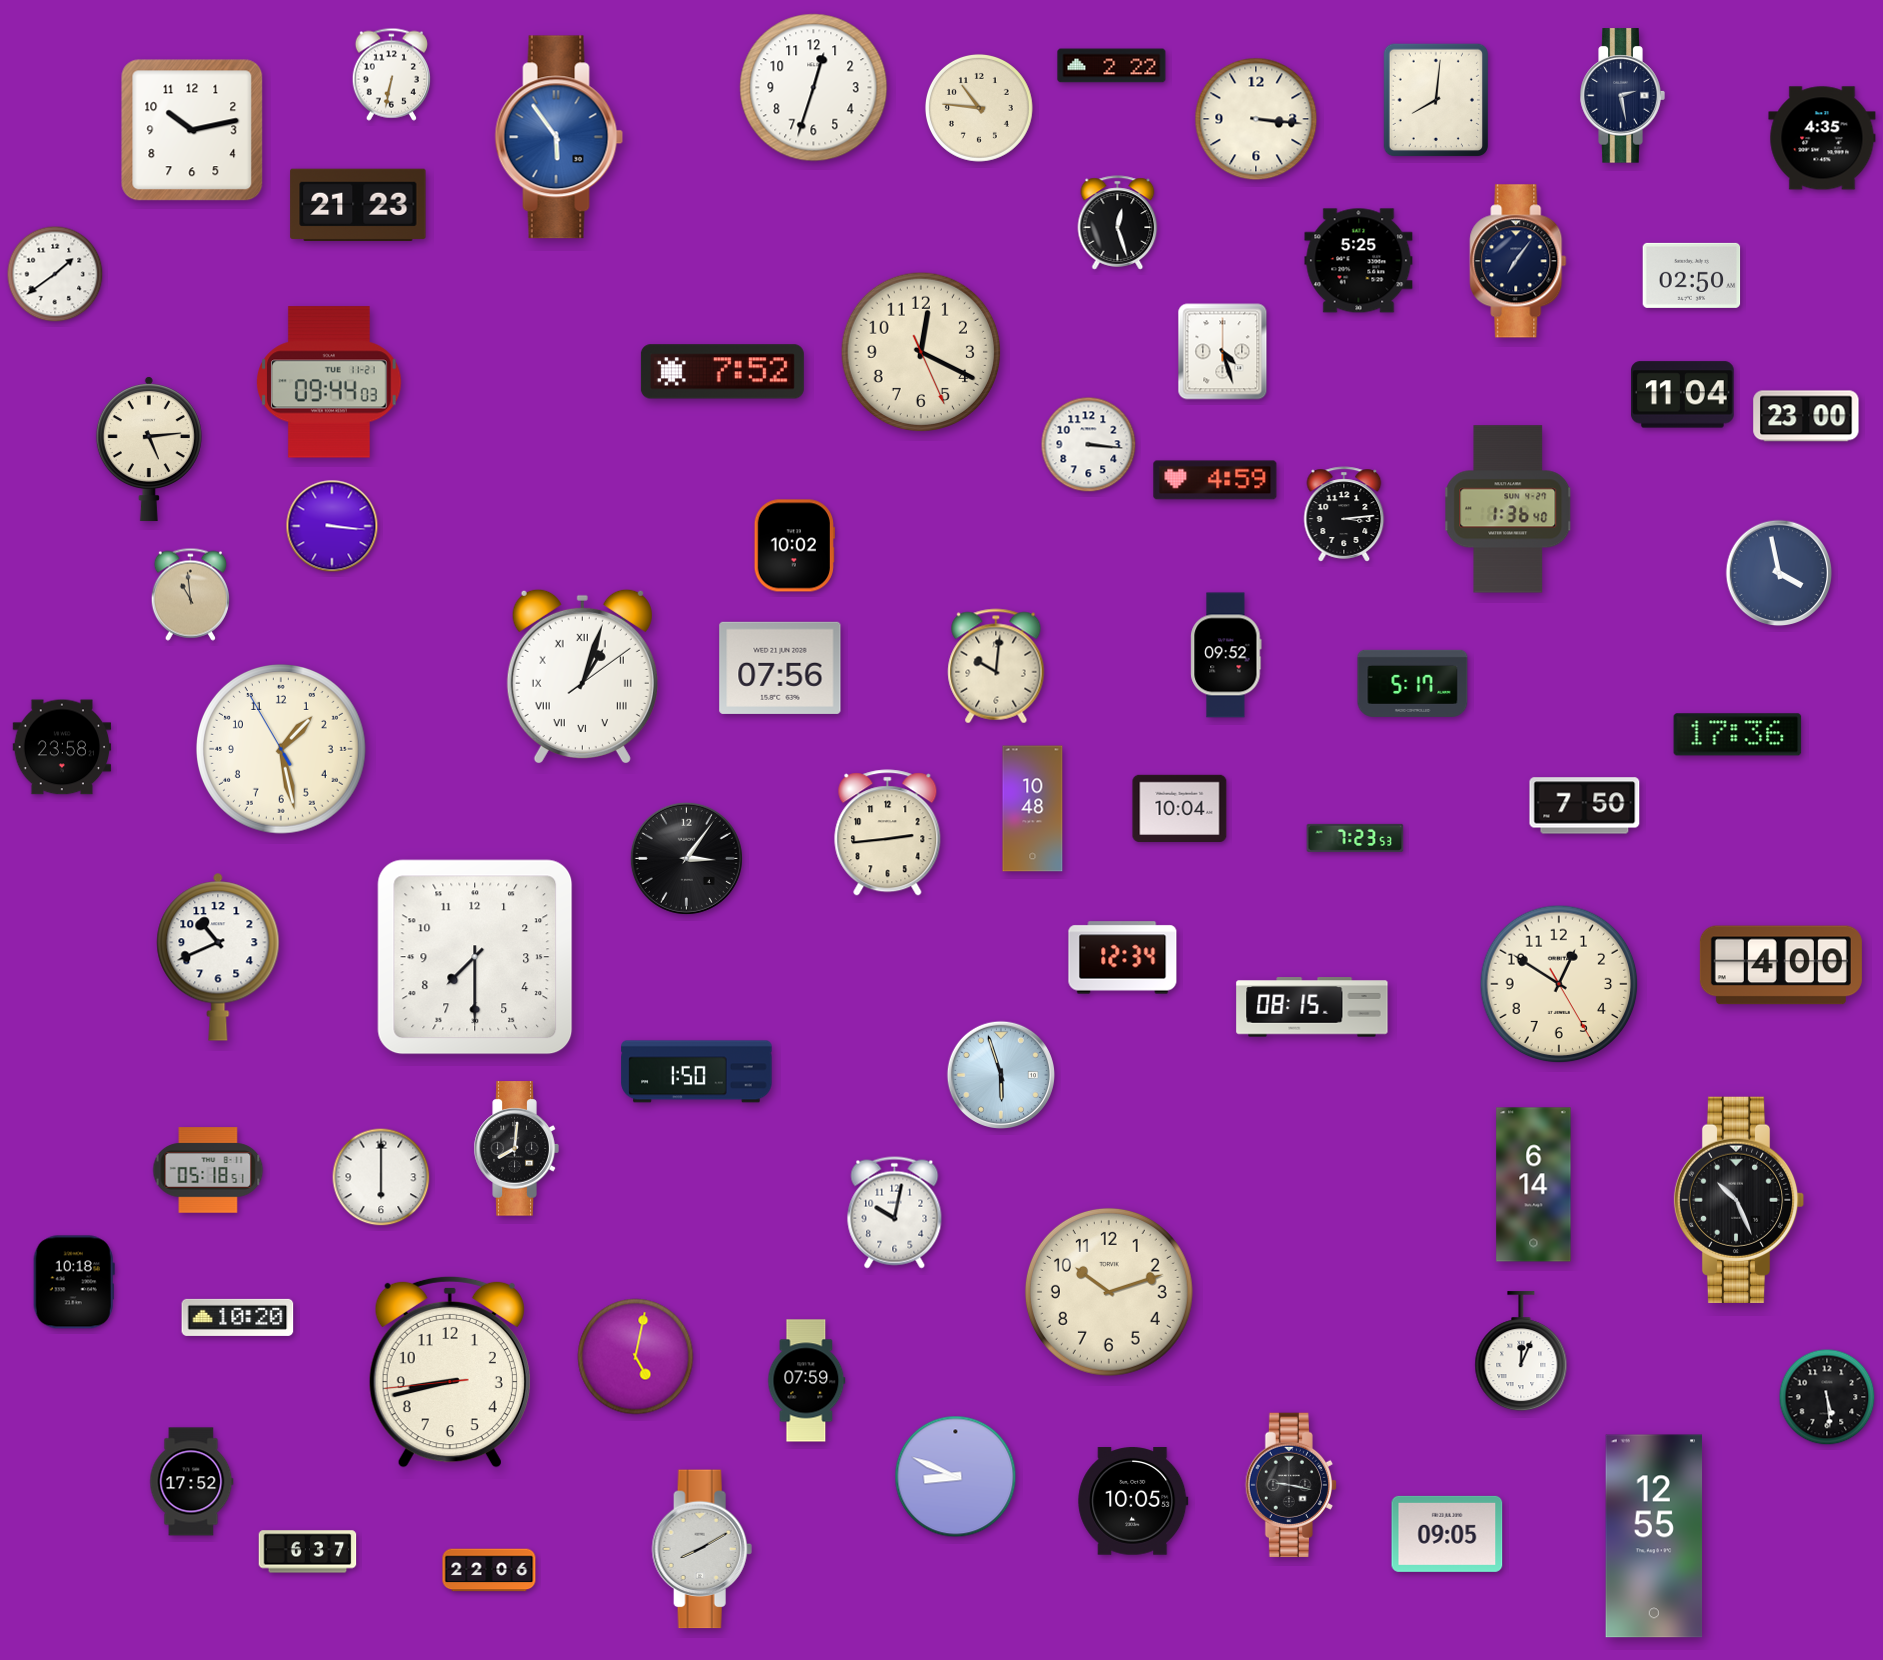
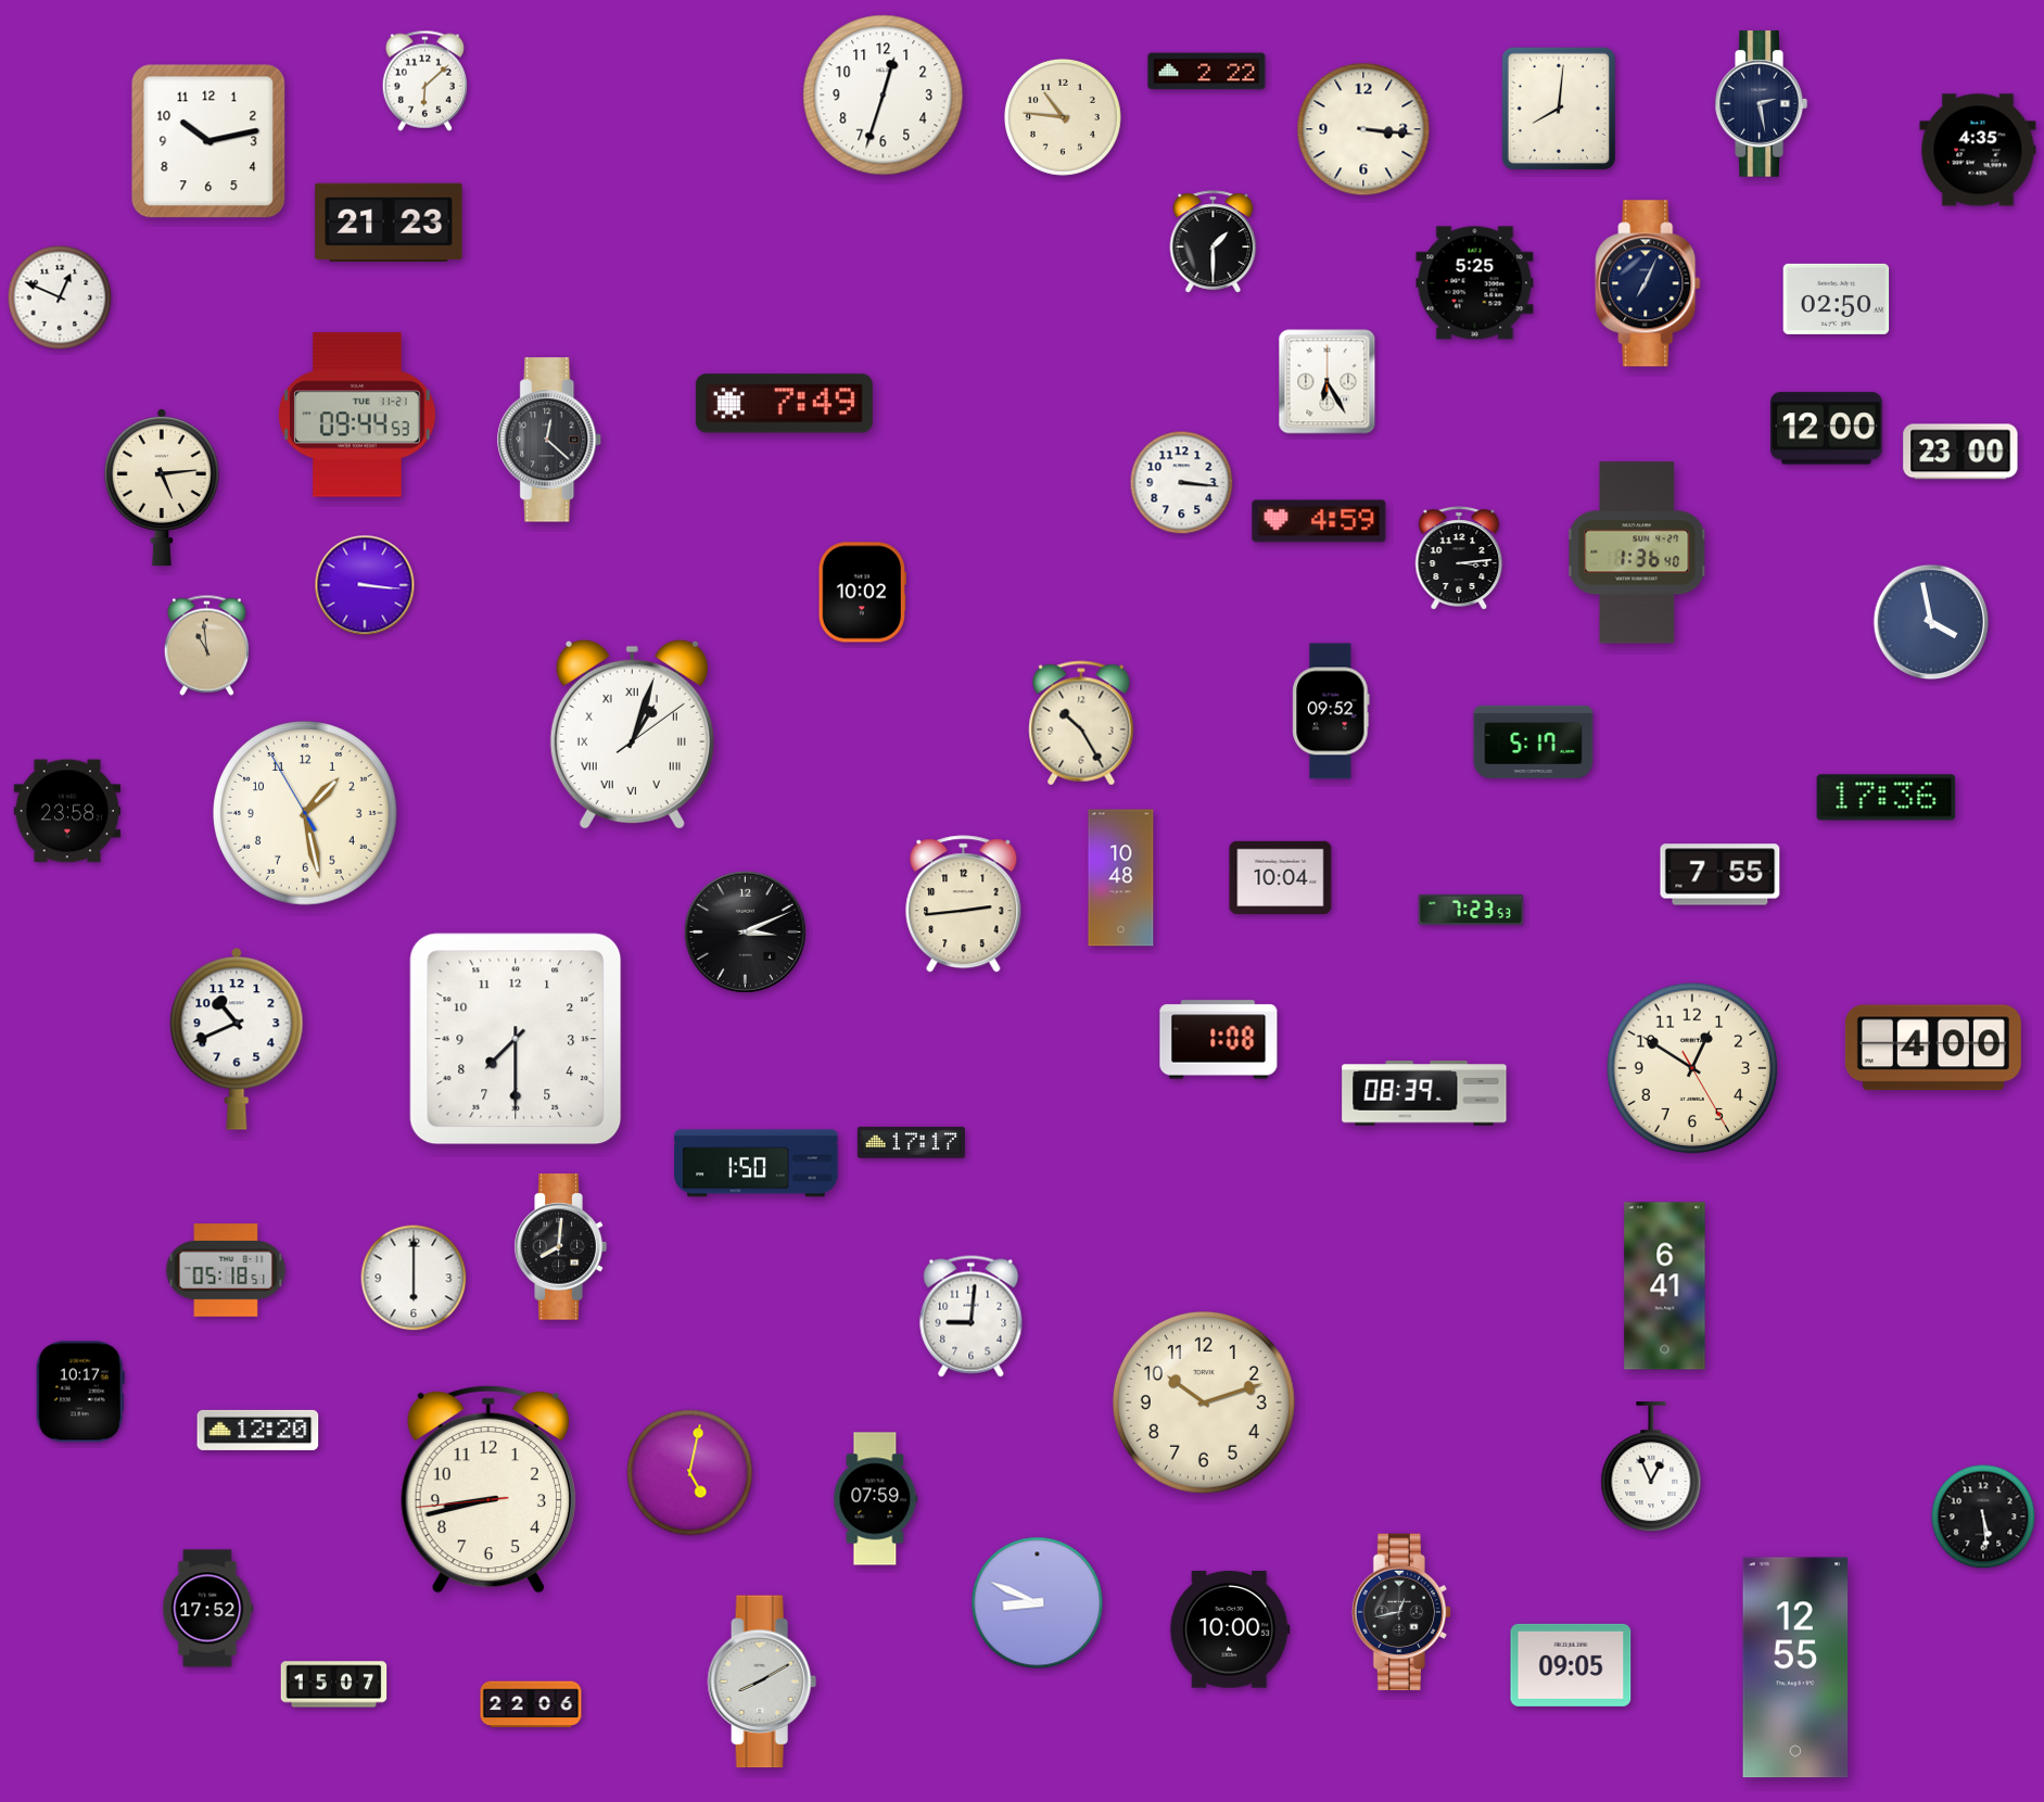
clock at (391, 74): 6:32 -> 6:08
clock at (559, 137): 5:54 -> none
clock at (1118, 223): 12:27 -> 1:30
clock at (1518, 261): 7:06 -> 7:04
clock at (55, 274): 1:39 -> 12:49
clock at (920, 351): 12:19 -> none
clock at (1223, 352): 4:27 -> 6:25
clock at (722, 372): 7:52 -> 7:49
clock at (330, 382): 09:44:03 -> 09:44:53
clock at (1683, 395): 11:04 -> 12:00
clock at (550, 440): none -> 12:22
clock at (332, 526) position: (332, 526) -> (365, 585)
clock at (996, 666): 10:01 -> 10:25
clock at (780, 668): 07:56 -> none
clock at (1585, 806): 7:50 -> 7:55
clock at (686, 858): 3:06 -> 3:11
clock at (1123, 958): 12:34 -> 1:08
clock at (1312, 1007): 08:15 -> 08:39
clock at (911, 1142): none -> 17:17
clock at (1000, 1074): 5:57 -> none
clock at (1534, 1185): 6:14 -> 6:41
clock at (1739, 1200): 10:26 -> none
clock at (895, 1213): 10:02 -> 9:01
clock at (74, 1282): 10:18 -> 10:17
clock at (238, 1317): 10:20 -> 12:20
clock at (1521, 1352): 12:04 -> 12:56
clock at (1290, 1485): 9:17 -> 12:43
clock at (1133, 1501): 10:05 -> 10:00
clock at (308, 1552): 6:37 -> 15:07
